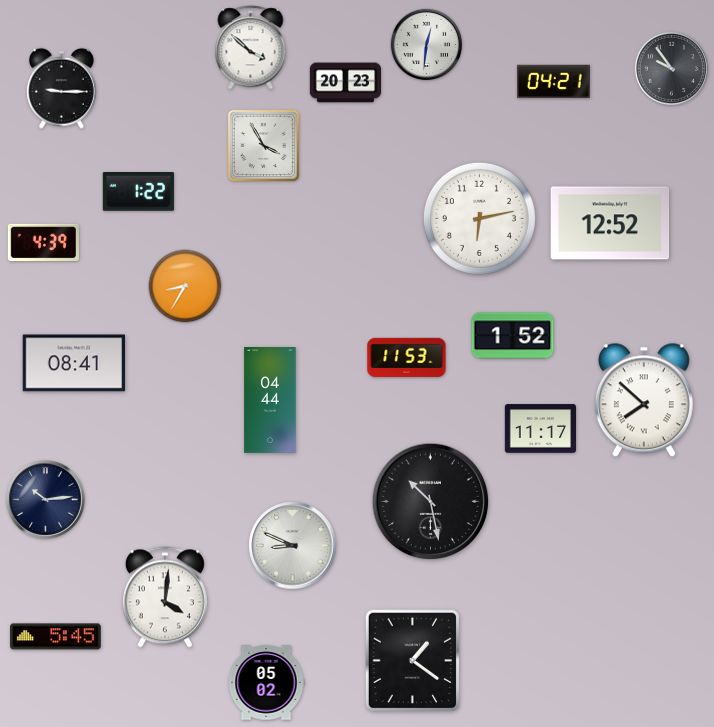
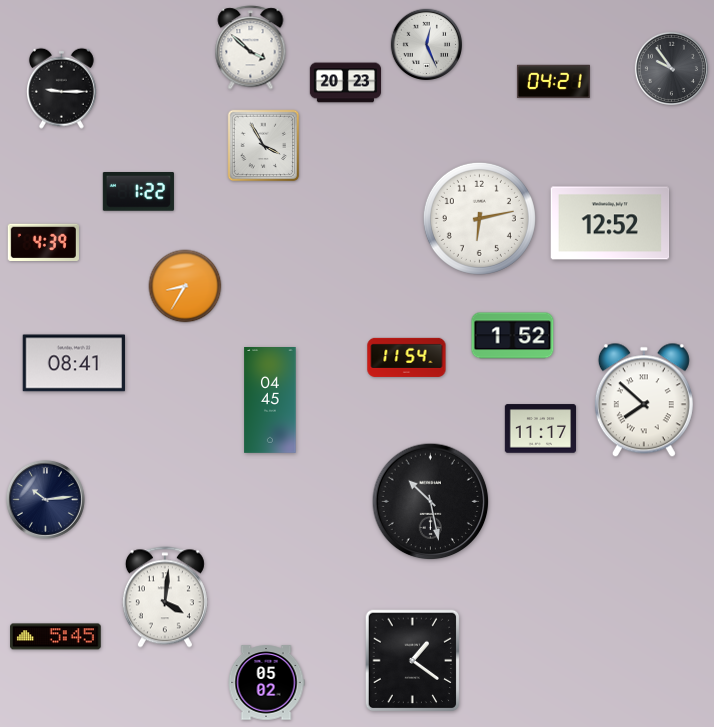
clock at (426, 44): 12:31 -> 12:26
clock at (407, 357): 11:53 -> 11:54
clock at (270, 401): 04:44 -> 04:45
clock at (293, 546): 8:49 -> none
